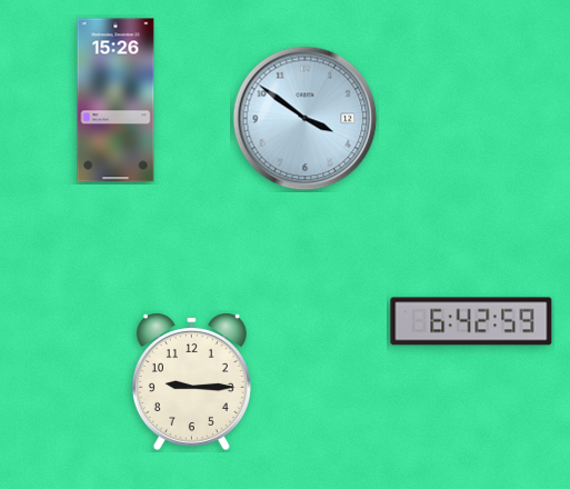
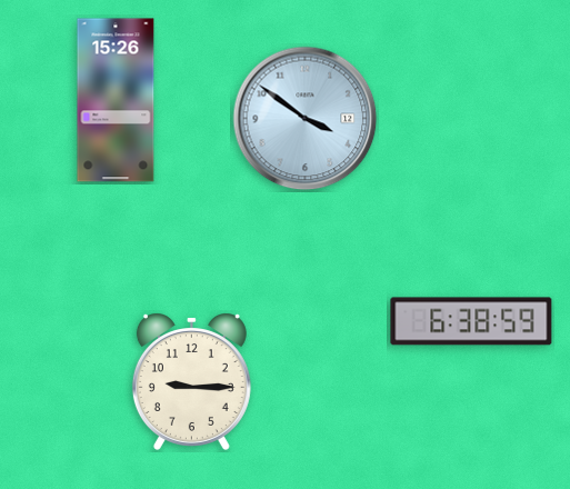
clock at (471, 321): 6:42 -> 6:38
